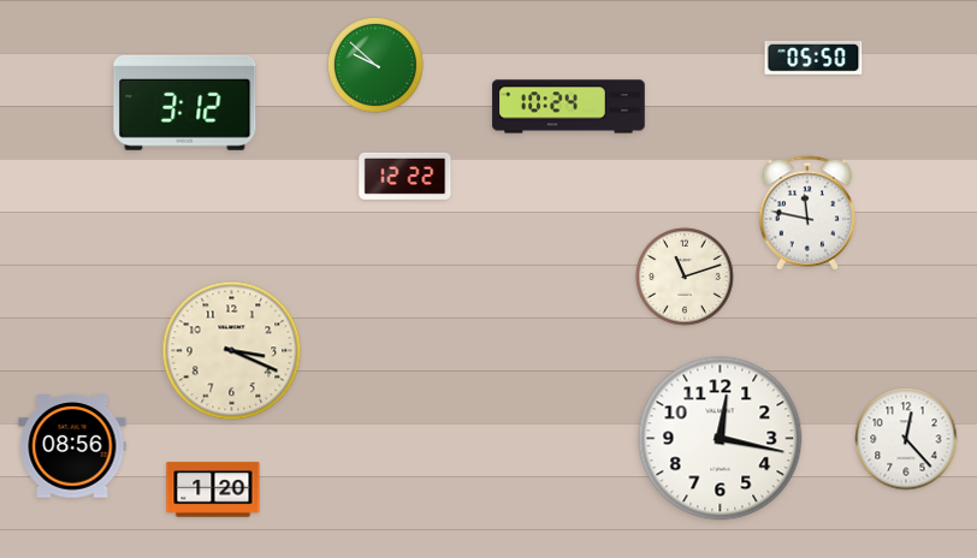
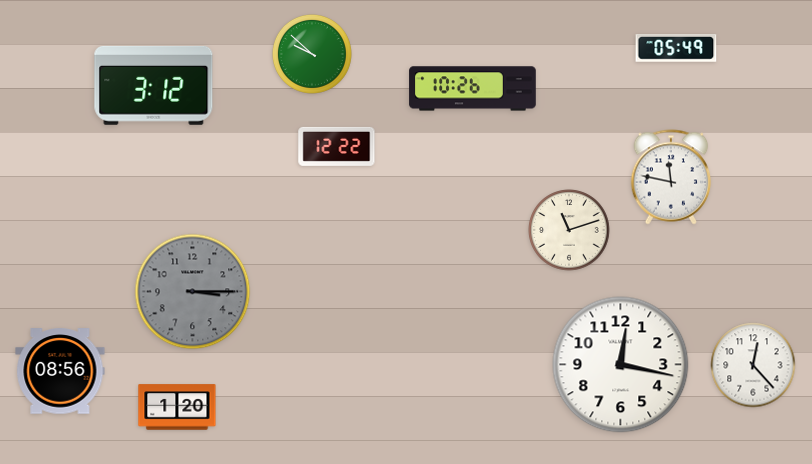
clock at (813, 59): 05:50 -> 05:49
clock at (569, 107): 10:24 -> 10:26
clock at (232, 351): 3:19 -> 3:15
clock at (232, 351) dial: cream -> grey
clock at (721, 439) position: (721, 439) -> (621, 365)
